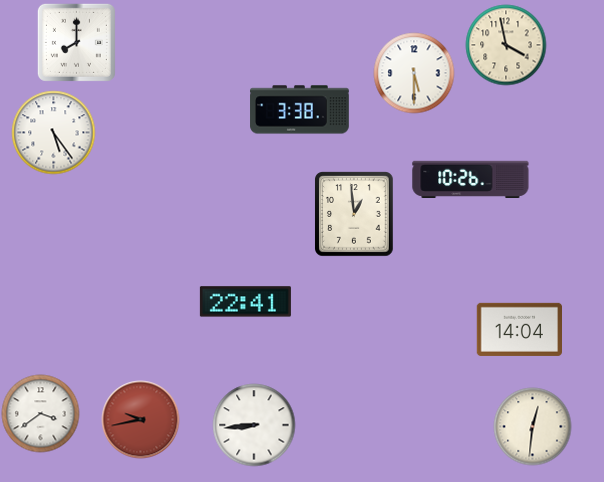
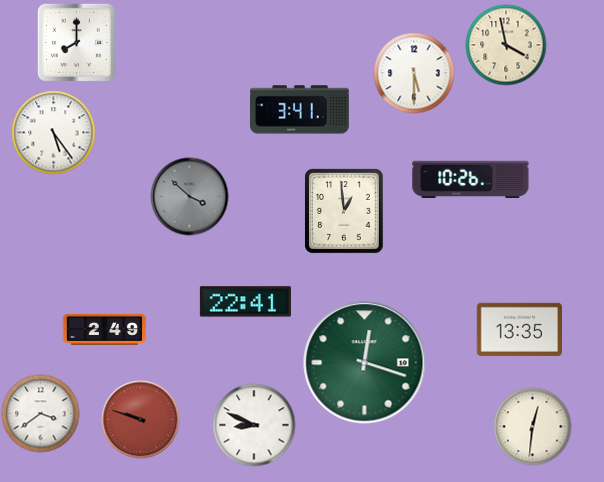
clock at (300, 110): 3:38 -> 3:41
clock at (189, 196): none -> 3:52
clock at (355, 214) position: (355, 214) -> (345, 211)
clock at (104, 329): none -> 2:49
clock at (519, 329): 14:04 -> 13:35
clock at (365, 363): none -> 12:18
clock at (140, 419): 9:43 -> 9:48
clock at (254, 425): 8:44 -> 8:49
